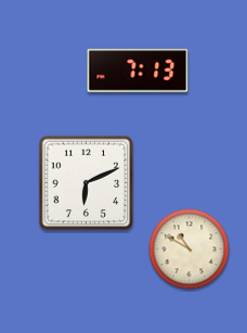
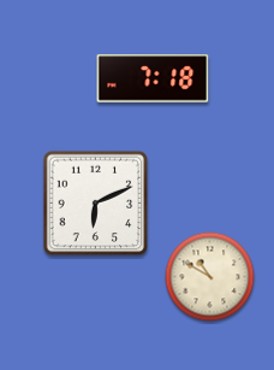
clock at (138, 71): 7:13 -> 7:18
